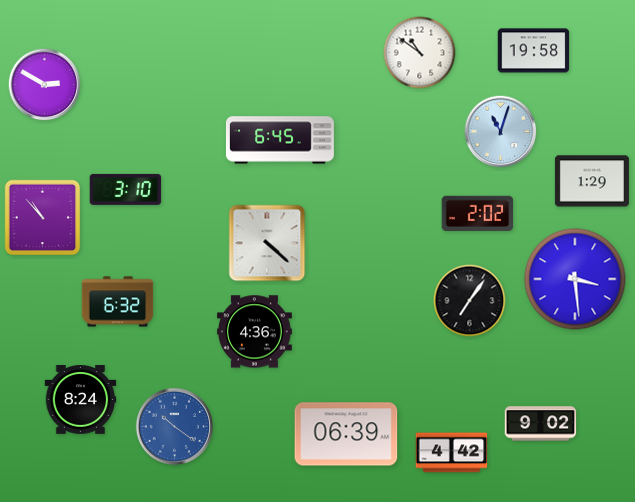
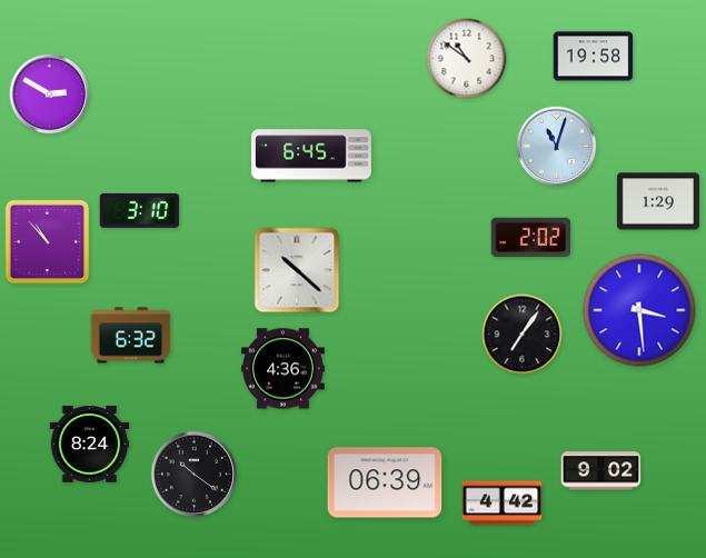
clock at (267, 243): 4:22 -> 10:22
clock at (174, 426) dial: blue -> black
